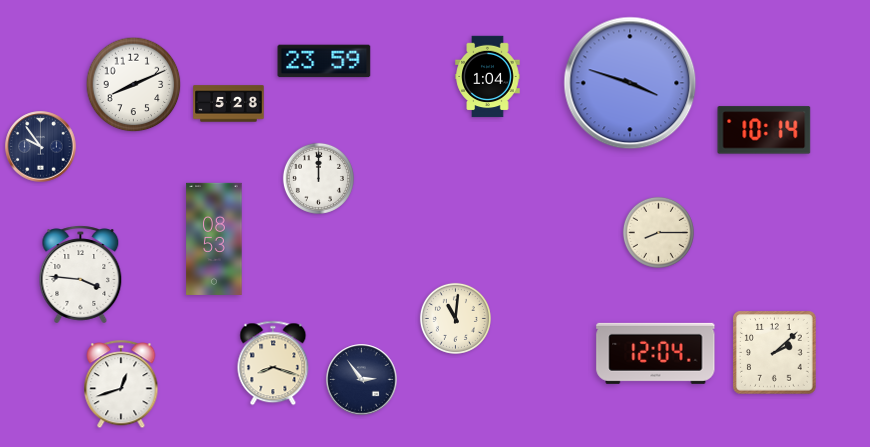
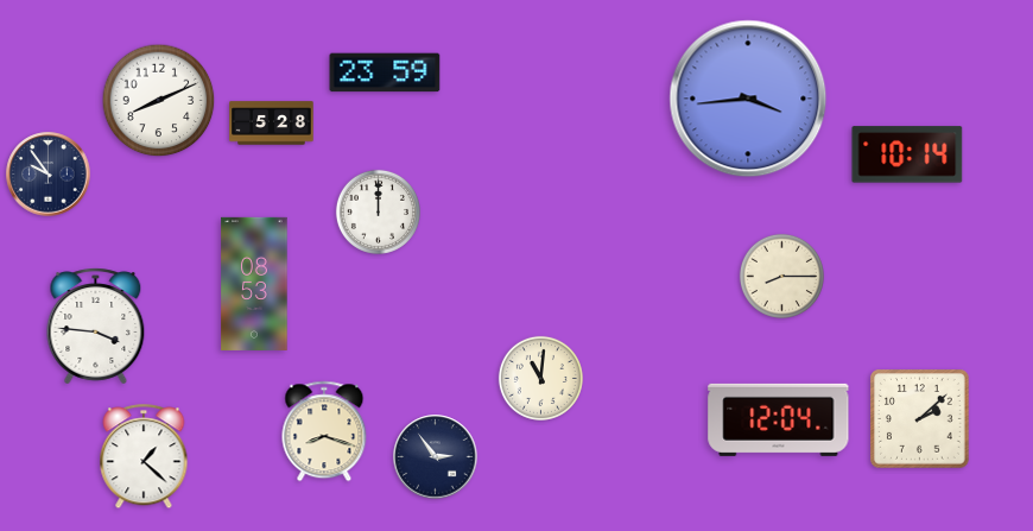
clock at (488, 77): 1:04 -> none
clock at (630, 83): 3:48 -> 3:44
clock at (362, 380) position: (362, 380) -> (436, 457)
clock at (121, 385): 12:42 -> 1:22
